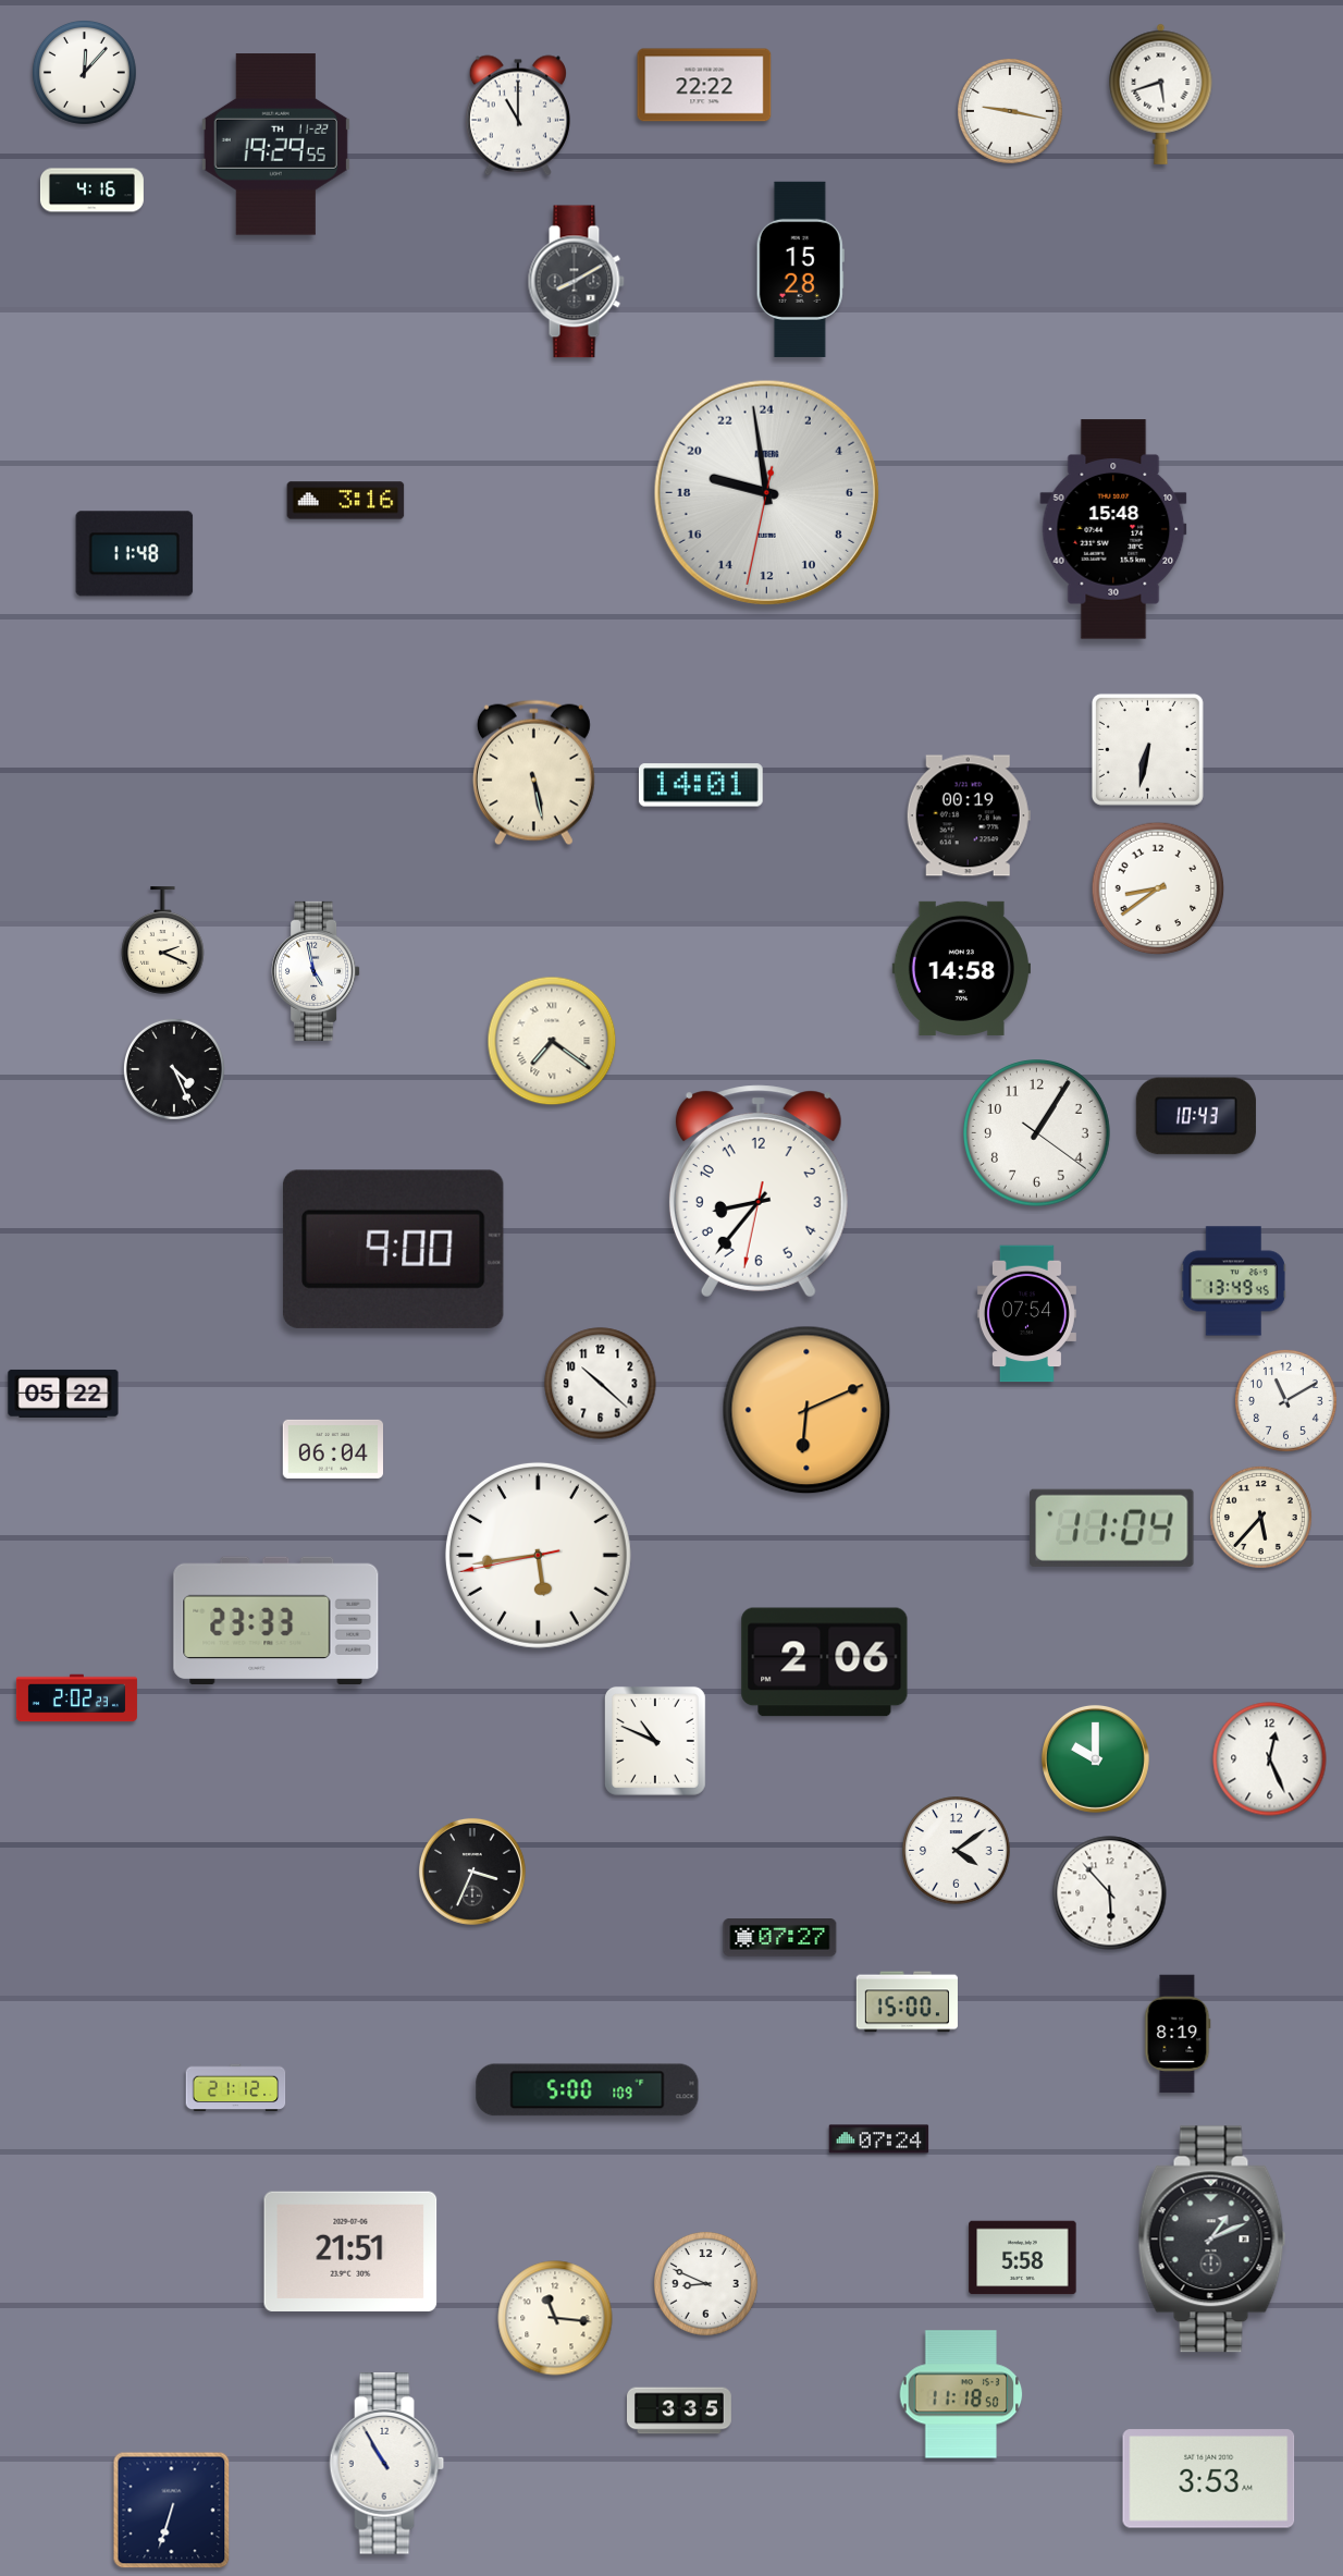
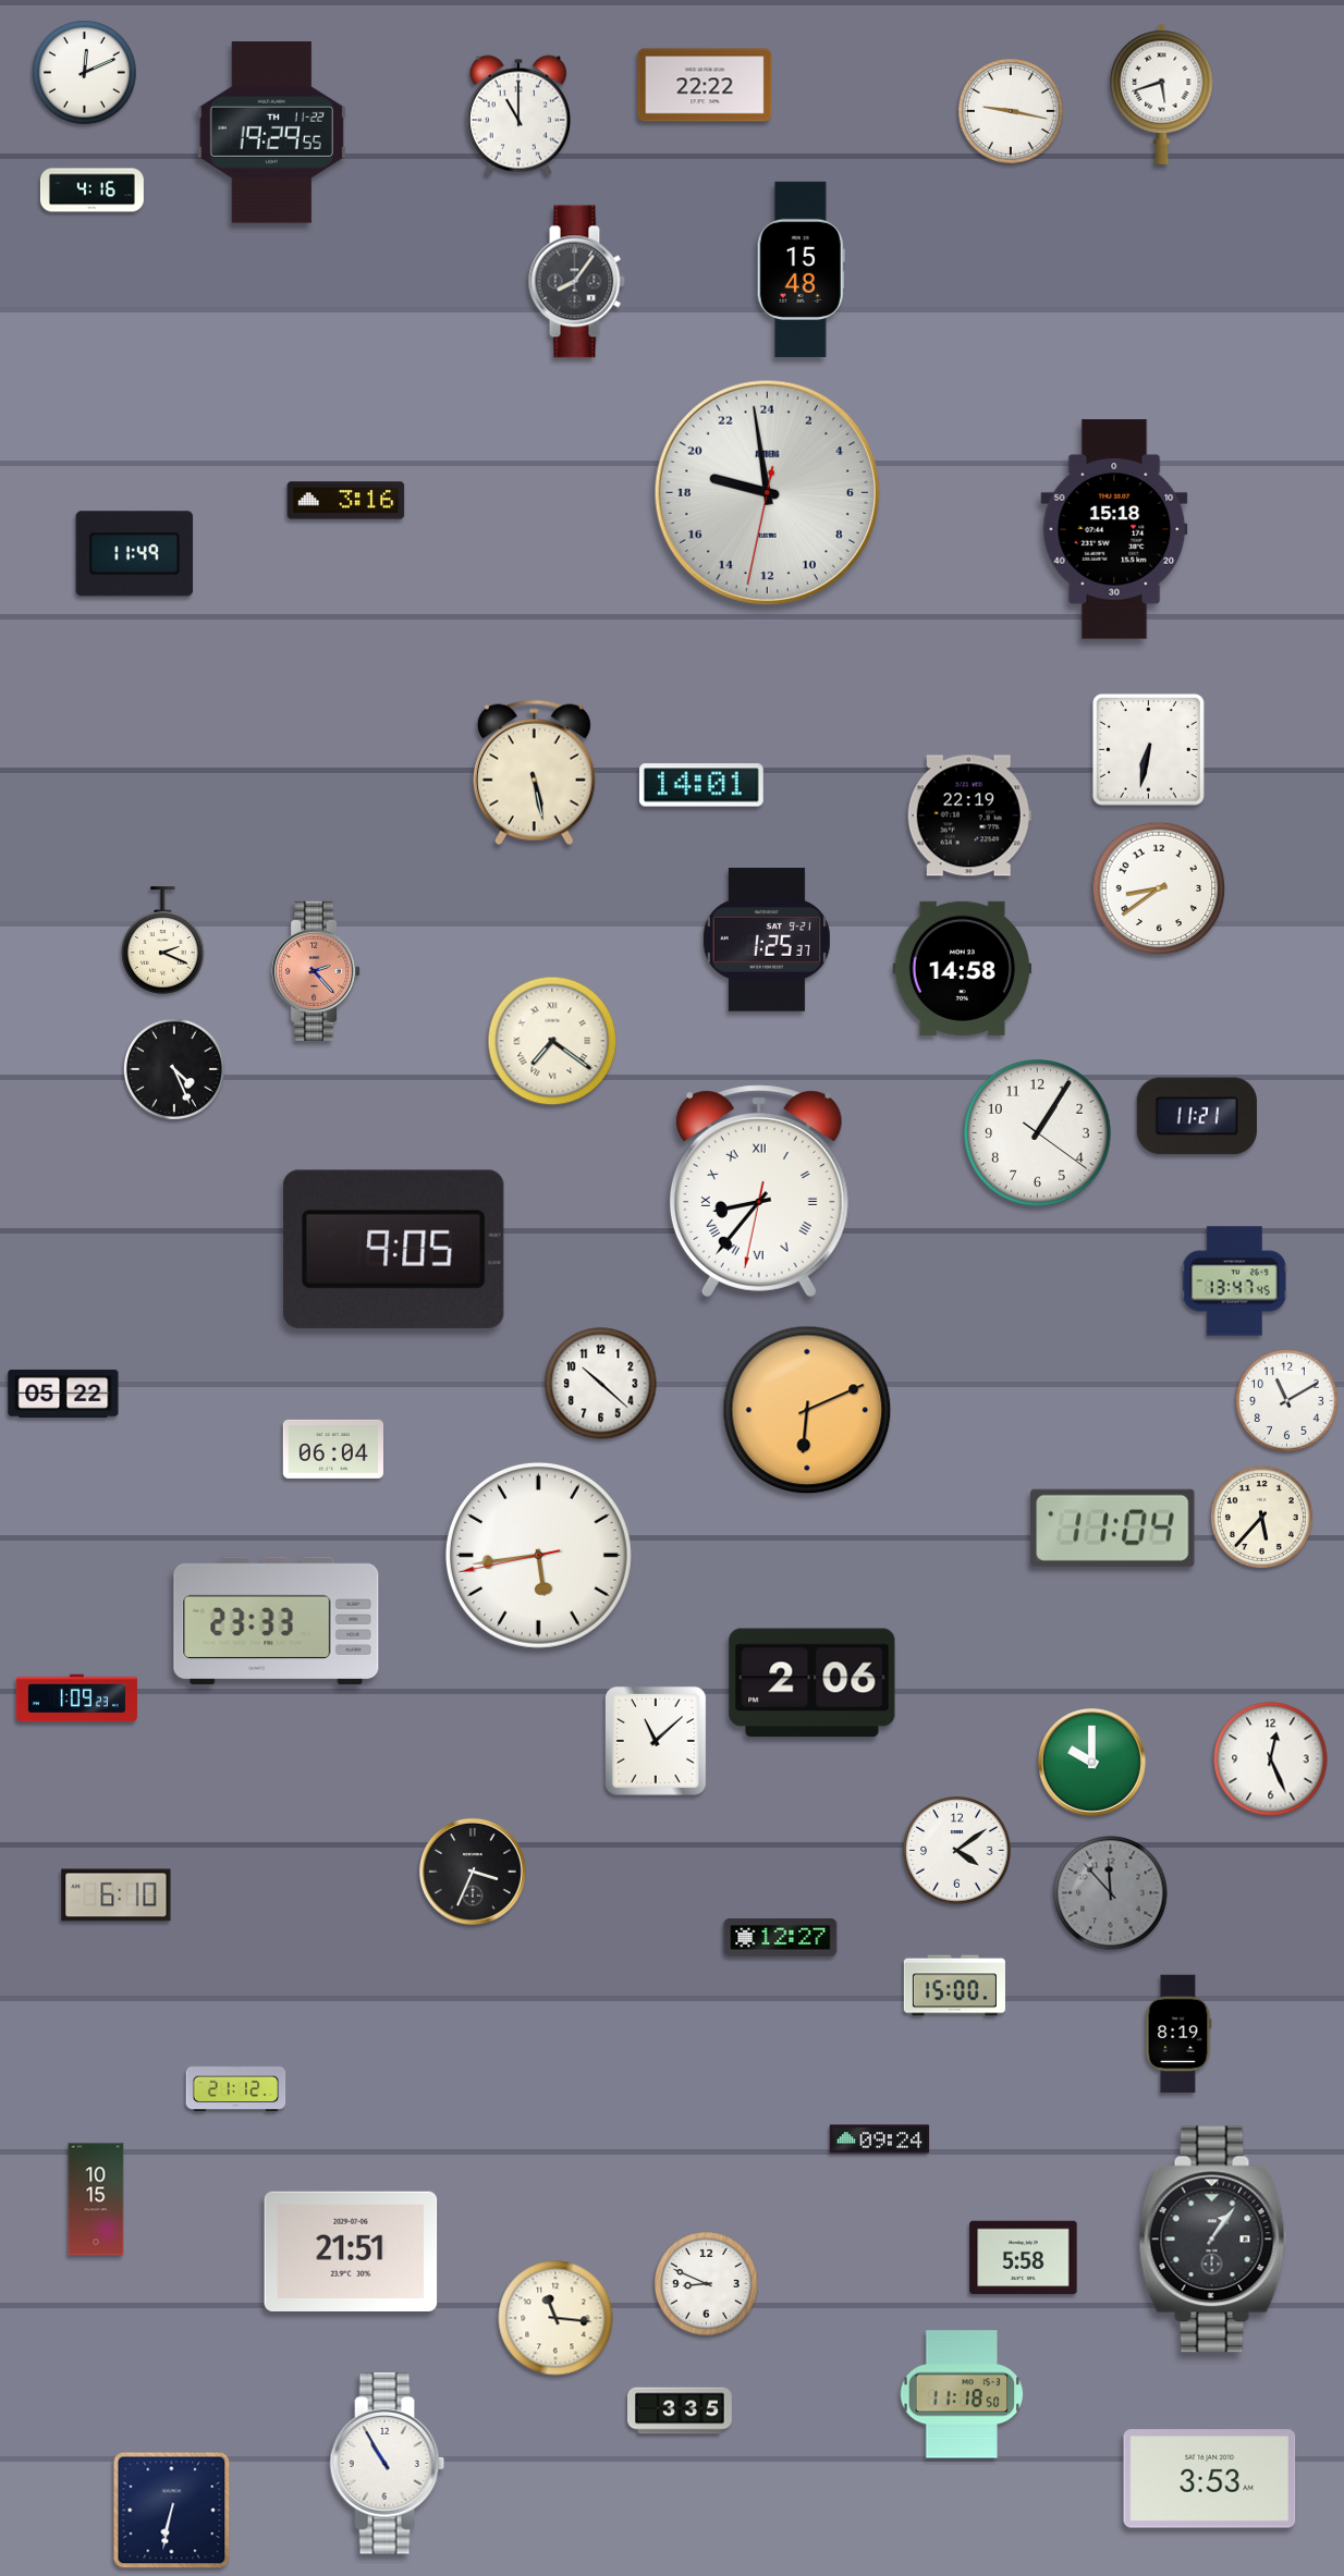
clock at (84, 72): 12:07 -> 12:11
clock at (275, 145) position: (275, 145) -> (271, 133)
clock at (800, 269): 15:28 -> 15:48
clock at (576, 282): 8:10 -> 8:06
clock at (1113, 529): 15:48 -> 15:18
clock at (135, 554): 11:48 -> 11:49
clock at (969, 815): 00:19 -> 22:19
clock at (767, 940): none -> 1:25
clock at (316, 971): 4:58 -> 2:23
clock at (316, 971) dial: white -> salmon
clock at (1196, 1116): 10:43 -> 11:21
clock at (759, 1191) numerals: Arabic -> Roman
clock at (393, 1249): 9:00 -> 9:05
clock at (1233, 1281): 13:49 -> 13:47
clock at (1026, 1314): 07:54 -> none
clock at (825, 1663) position: (825, 1663) -> (812, 1683)
clock at (76, 1698): 2:02 -> 1:09
clock at (655, 1741): 10:49 -> 11:08
clock at (1095, 1758) position: (1095, 1758) -> (1091, 1762)
clock at (1110, 1893): 5:53 -> 11:53
clock at (1110, 1893) dial: white -> grey
clock at (117, 1896): none -> 6:10
clock at (780, 1938): 07:27 -> 12:27
clock at (907, 2002) position: (907, 2002) -> (954, 1986)
clock at (588, 2090): 5:00 -> none
clock at (879, 2139): 07:24 -> 09:24
clock at (96, 2199): none -> 10:15
clock at (1212, 2240): 1:11 -> 1:06
clock at (172, 2511): 6:33 -> 6:32
